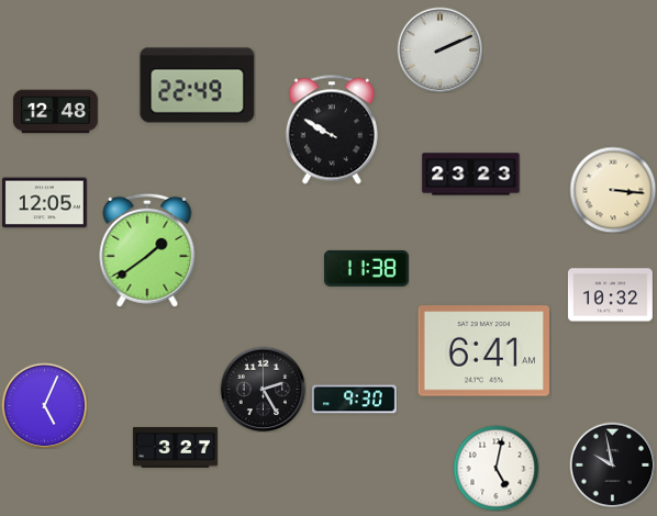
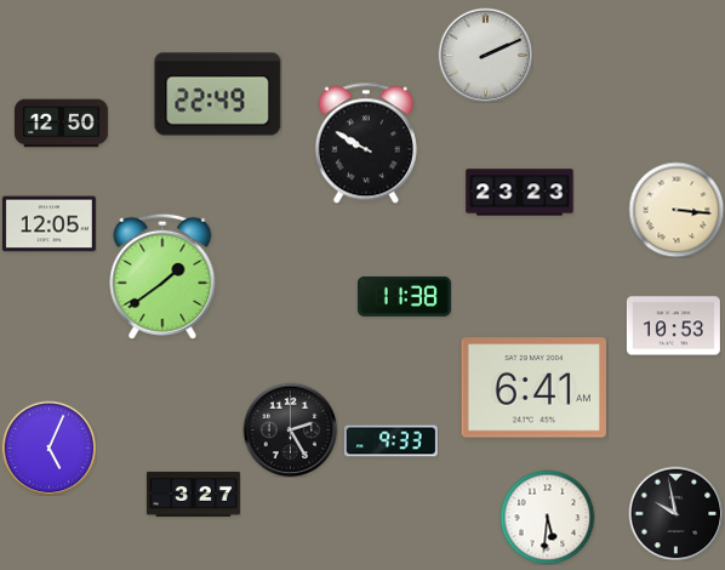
clock at (55, 112): 12:48 -> 12:50
clock at (610, 295): 10:32 -> 10:53
clock at (354, 400): 9:30 -> 9:33
clock at (495, 468): 5:02 -> 5:31
